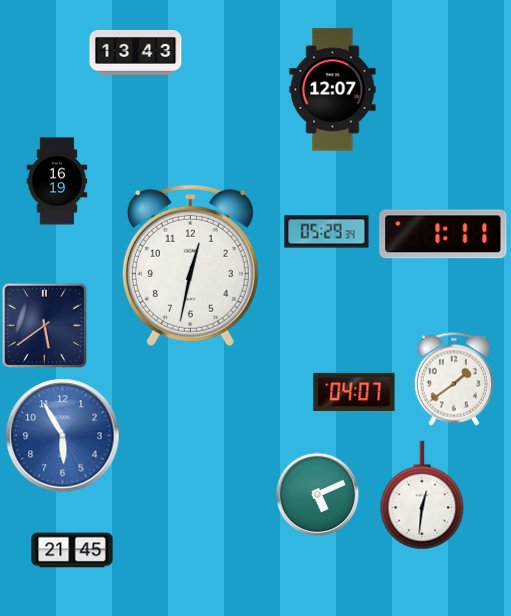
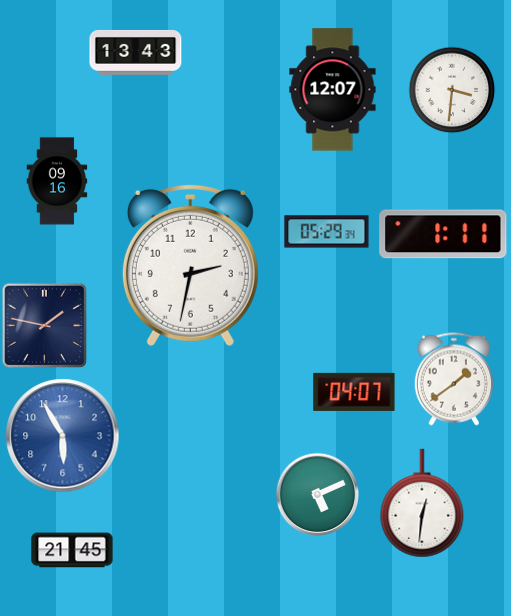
clock at (452, 90): none -> 3:31
clock at (57, 181): 16:19 -> 09:16
clock at (190, 265): 12:32 -> 2:32
clock at (44, 325): 5:39 -> 1:47
clock at (422, 495) position: (422, 495) -> (422, 503)
